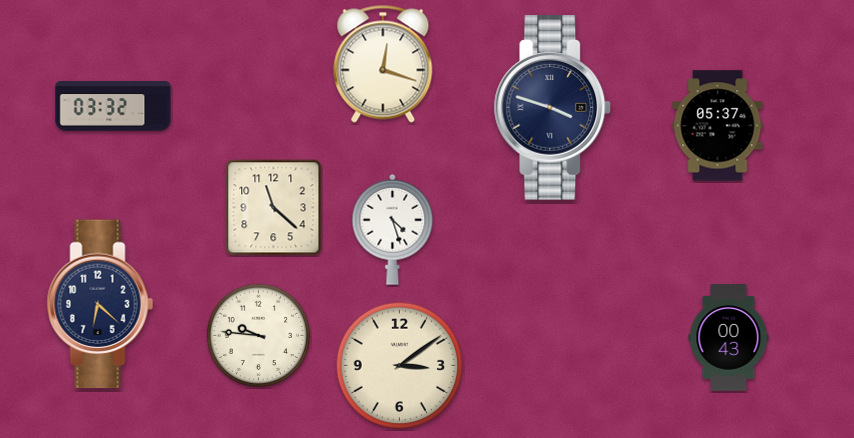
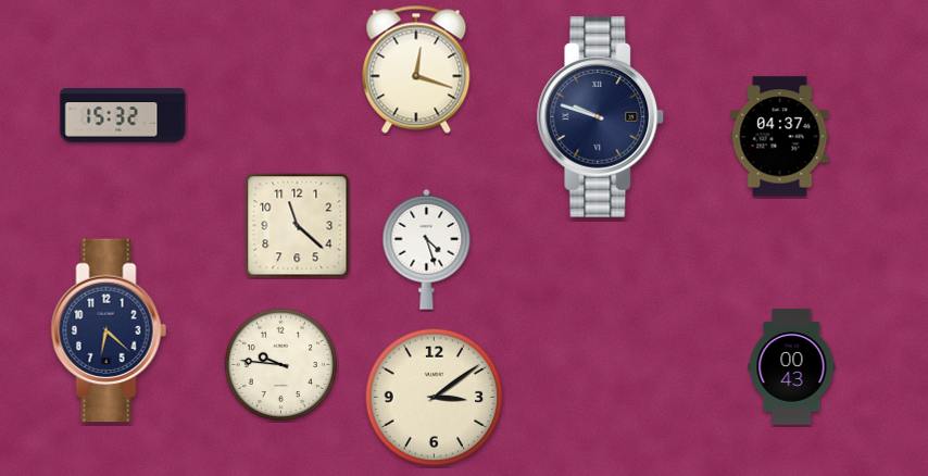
clock at (113, 106): 03:32 -> 15:32
clock at (553, 108): 3:48 -> 9:48
clock at (718, 126): 05:37 -> 04:37
